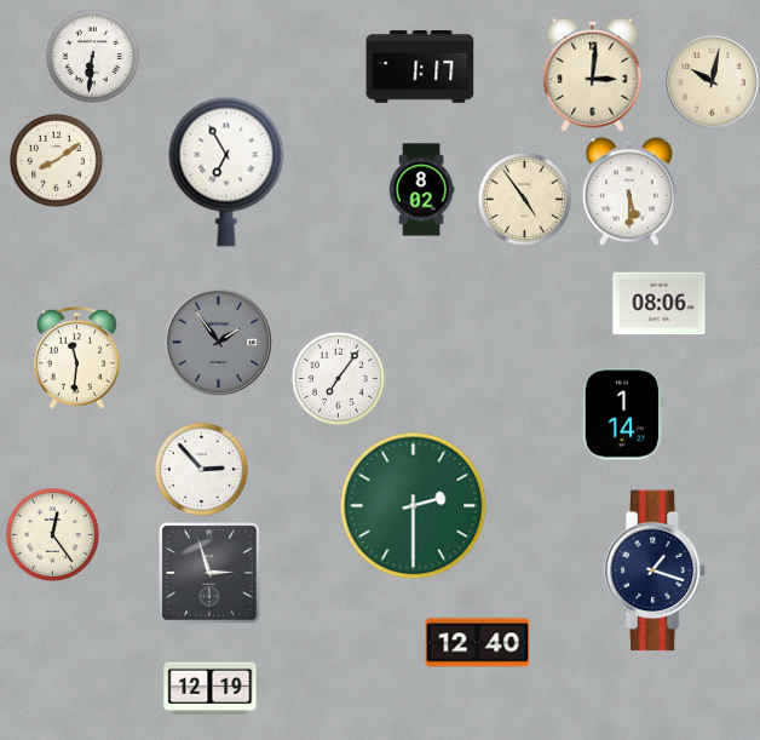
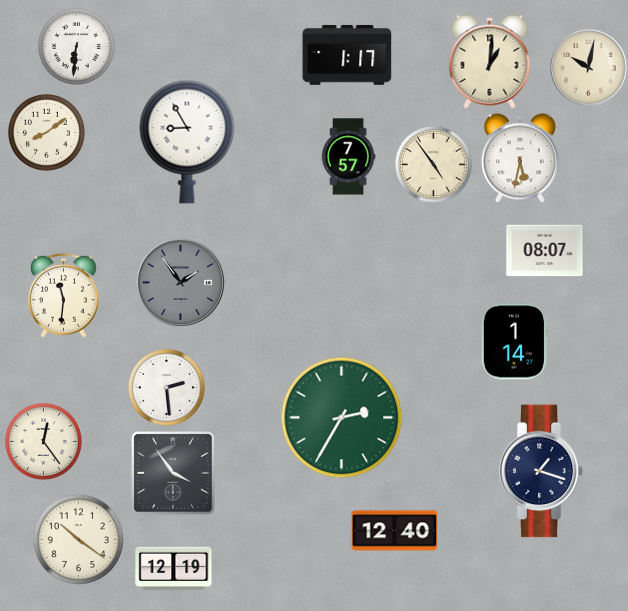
clock at (593, 75): 3:01 -> 1:01
clock at (226, 172): 6:55 -> 8:55
clock at (421, 190): 8:02 -> 7:57
clock at (629, 191): 5:30 -> 5:32
clock at (660, 304): 08:06 -> 08:07
clock at (338, 378): 7:06 -> none
clock at (201, 469): 2:53 -> 2:29
clock at (414, 506): 2:30 -> 2:35
clock at (209, 573): 2:57 -> 3:54
clock at (78, 539): none -> 10:21
